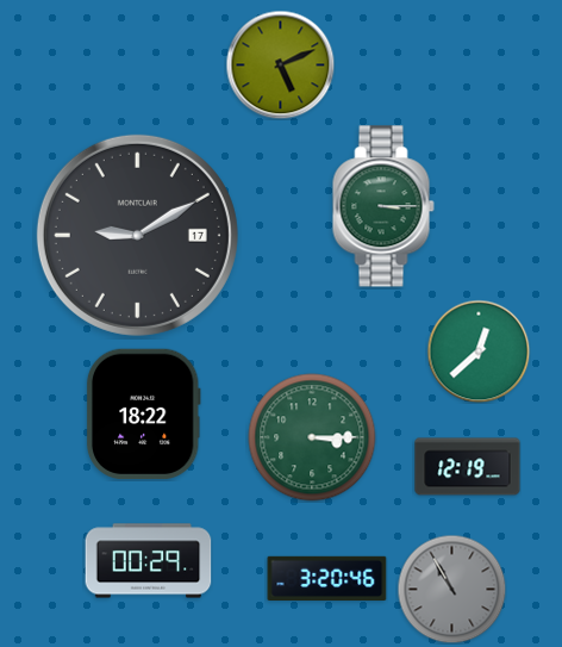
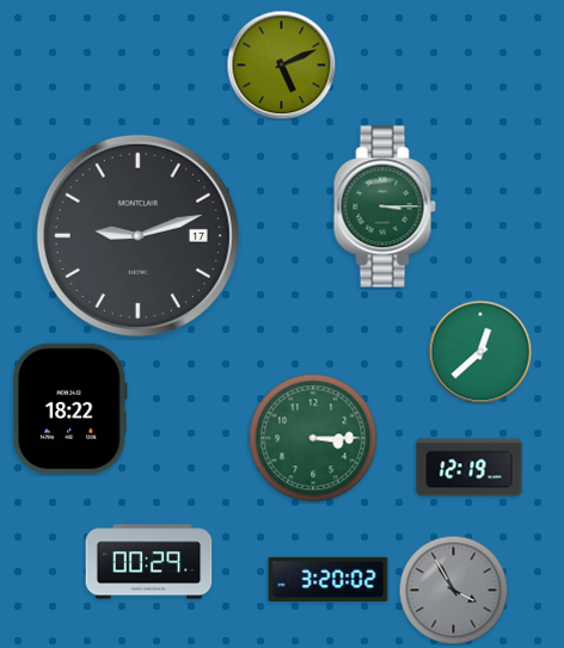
clock at (137, 235): 9:10 -> 9:12
clock at (143, 415) position: (143, 415) -> (69, 409)
clock at (327, 578): 3:20:46 -> 3:20:02
clock at (451, 589): 10:55 -> 3:55
